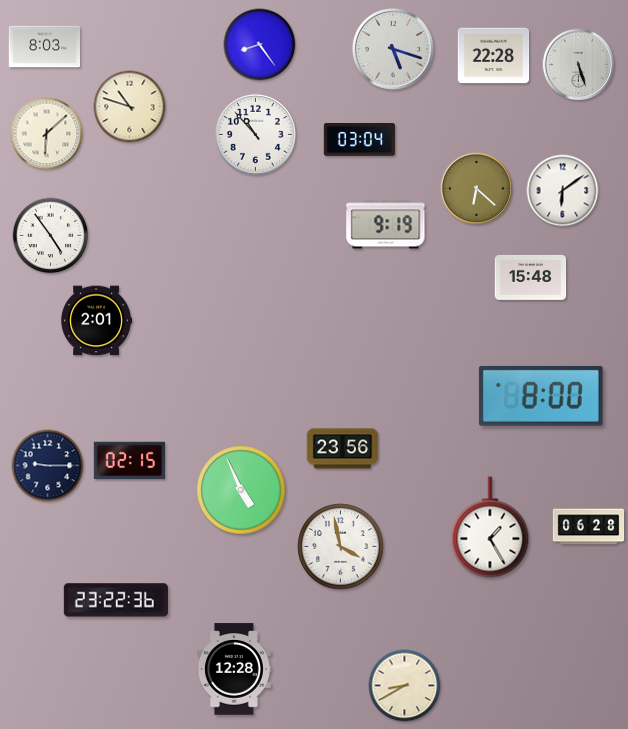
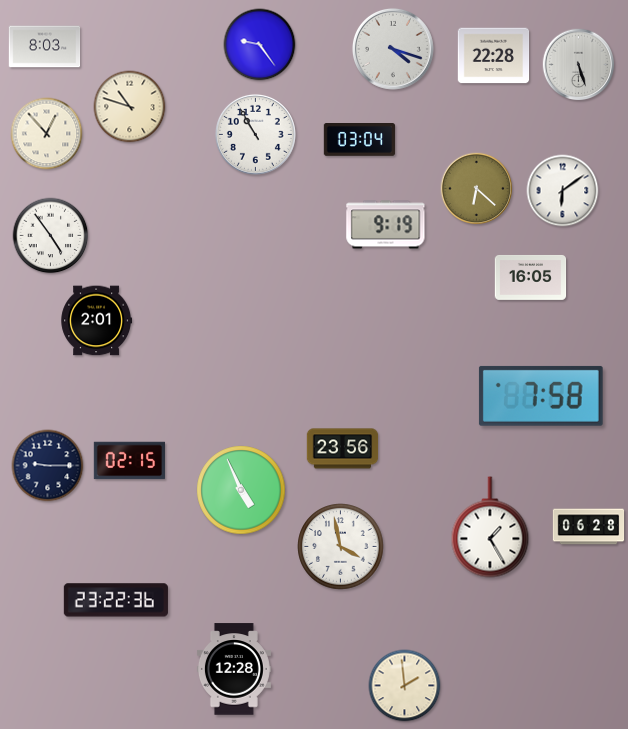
clock at (260, 45): 8:24 -> 9:24
clock at (393, 49): 5:18 -> 4:18
clock at (47, 134): 6:08 -> 12:53
clock at (255, 134): 10:53 -> 10:55
clock at (531, 277): 15:48 -> 16:05
clock at (541, 396): 8:00 -> 7:58
clock at (405, 686): 8:40 -> 1:59
